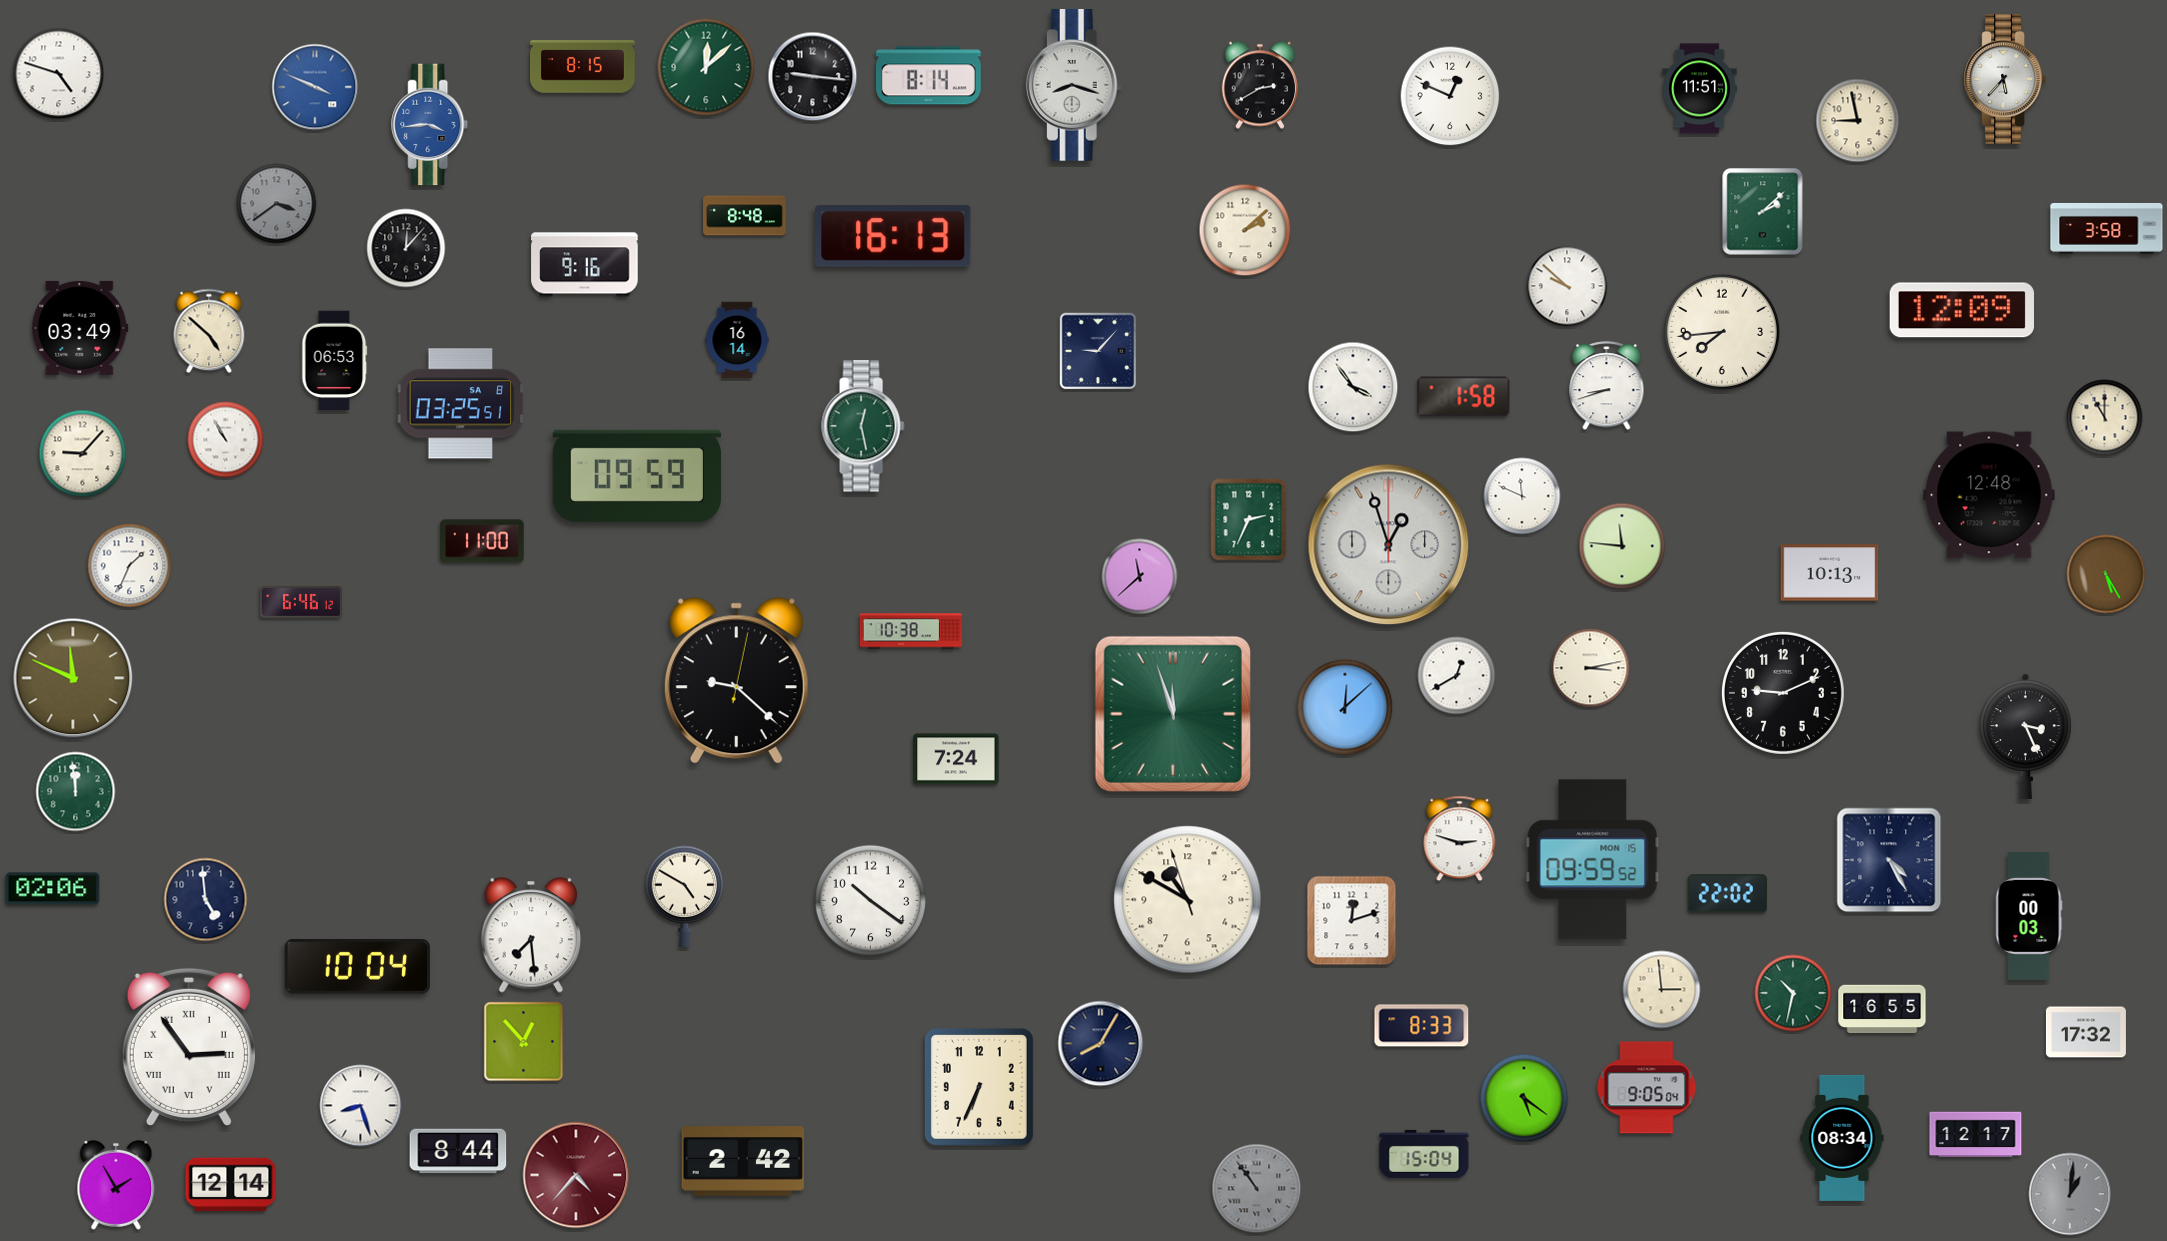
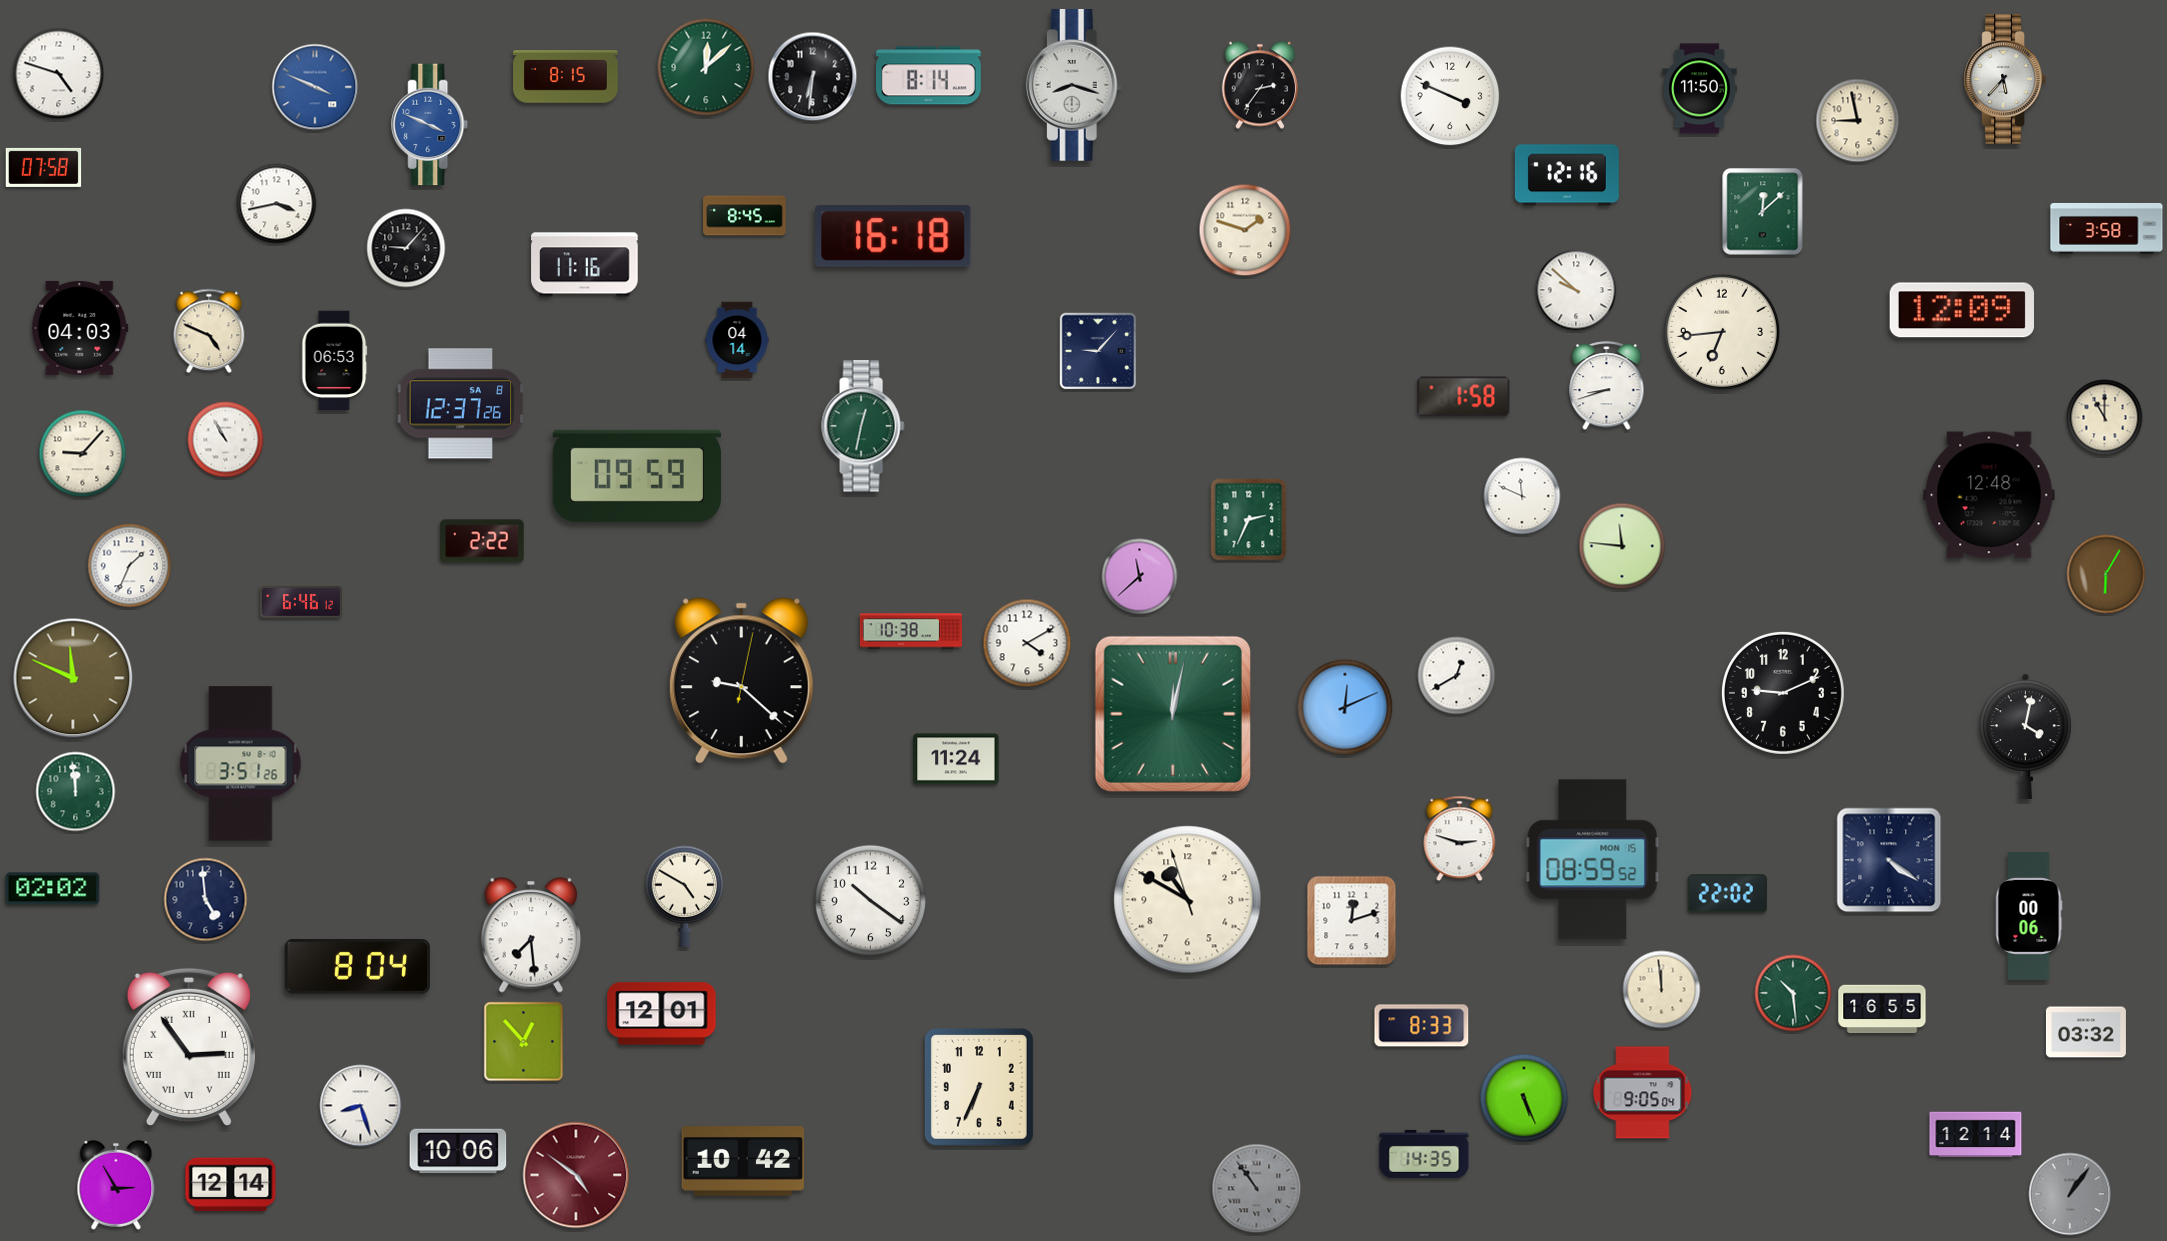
clock at (583, 67) position: (583, 67) -> (566, 77)
clock at (813, 77): 9:16 -> 6:31
clock at (1260, 85): 2:40 -> 2:36
clock at (1700, 89): 11:51 -> 11:50
clock at (1450, 96): 12:49 -> 3:49
clock at (430, 125): 3:44 -> 3:49
clock at (44, 167): none -> 07:58
clock at (1567, 175): none -> 12:16
clock at (277, 204): 3:39 -> 3:43
clock at (277, 204) dial: grey -> white
clock at (1763, 212): 2:08 -> 12:08
clock at (745, 216): 8:48 -> 8:45
clock at (1245, 230): 2:08 -> 1:48
clock at (893, 236): 16:13 -> 16:18
clock at (406, 248): 12:07 -> 9:07
clock at (585, 265): 9:16 -> 11:16
clock at (1567, 286) position: (1567, 286) -> (1576, 290)
clock at (80, 328): 03:49 -> 04:03
clock at (209, 331): 4:52 -> 4:49
clock at (1722, 332): 7:44 -> 6:44
clock at (737, 340): 16:14 -> 04:14
clock at (1353, 387): 3:54 -> none
clock at (461, 404): 03:25 -> 12:37
clock at (863, 426): 12:28 -> 12:32
clock at (482, 541): 11:00 -> 2:22
clock at (1389, 545): 12:57 -> none
clock at (1830, 573): 10:13 -> none
clock at (2106, 574): 5:25 -> 6:05
clock at (1027, 643): none -> 4:10
clock at (1590, 668): 3:13 -> none
clock at (736, 681) position: (736, 681) -> (741, 681)
clock at (1345, 707): 12:08 -> 12:11
clock at (1173, 714): 11:57 -> 12:02
clock at (2026, 736): 3:26 -> 4:02
clock at (956, 759): 7:24 -> 11:24
clock at (241, 764): none -> 3:51
clock at (1593, 860): 09:59 -> 08:59
clock at (1889, 860): 4:25 -> 4:21
clock at (53, 889): 02:06 -> 02:02
clock at (2029, 917): 00:03 -> 00:06
clock at (357, 967): 10:04 -> 8:04
clock at (1662, 990): 2:59 -> 11:59
clock at (1793, 993): 10:32 -> 10:29
clock at (662, 1014): none -> 12:01
clock at (2086, 1032): 17:32 -> 03:32
clock at (1101, 1044): 8:05 -> none
clock at (1647, 1088) position: (1647, 1088) -> (1643, 1093)
clock at (1524, 1098): 5:21 -> 5:26
clock at (1976, 1135): 12:17 -> 12:14
clock at (1842, 1138): 08:34 -> none
clock at (458, 1151): 8:44 -> 10:06
clock at (1424, 1154): 15:04 -> 14:35
clock at (742, 1161): 2:42 -> 10:42
clock at (576, 1175): 4:37 -> 4:51
clock at (116, 1185): 1:55 -> 2:55
clock at (2070, 1194): 1:01 -> 1:06
